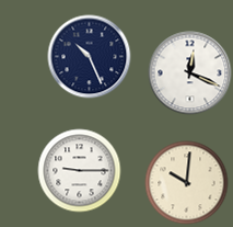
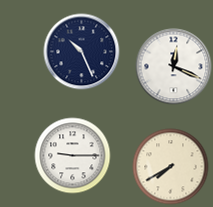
clock at (187, 183): 10:01 -> 7:40
